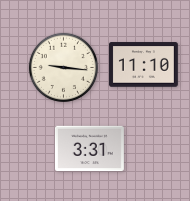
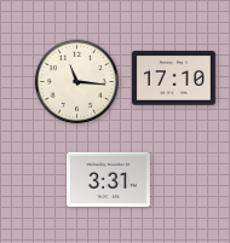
clock at (143, 65): 11:10 -> 17:10
clock at (63, 67): 9:16 -> 11:16
